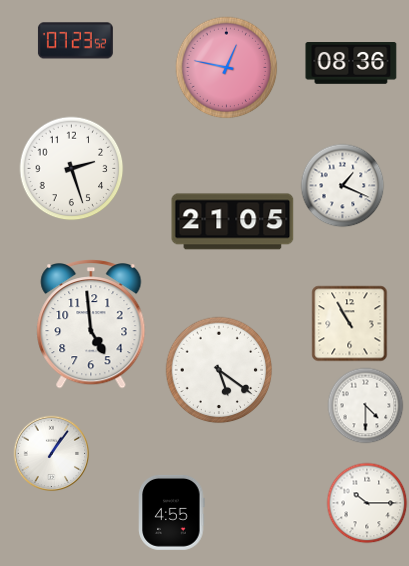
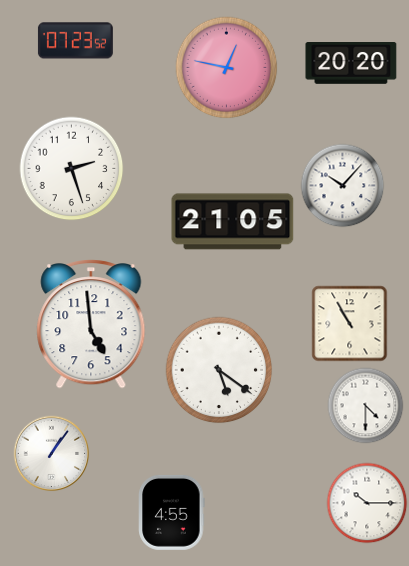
clock at (351, 64): 08:36 -> 20:20
clock at (343, 186): 1:19 -> 10:07
